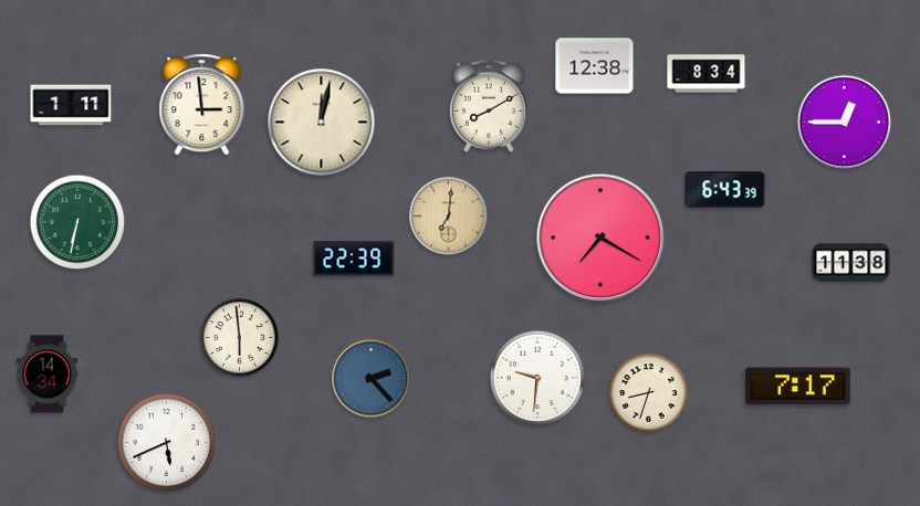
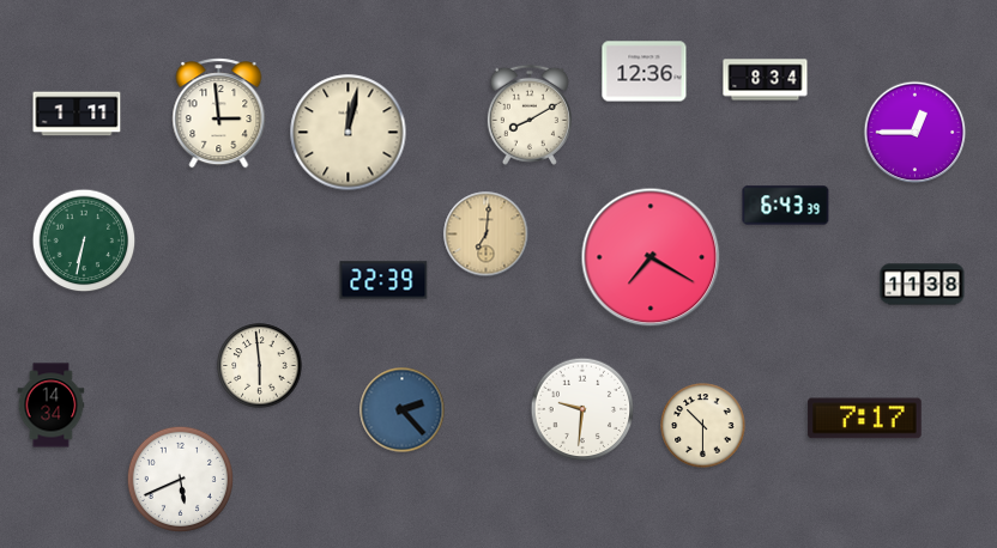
clock at (595, 66): 12:38 -> 12:36
clock at (649, 393): 8:33 -> 10:30
